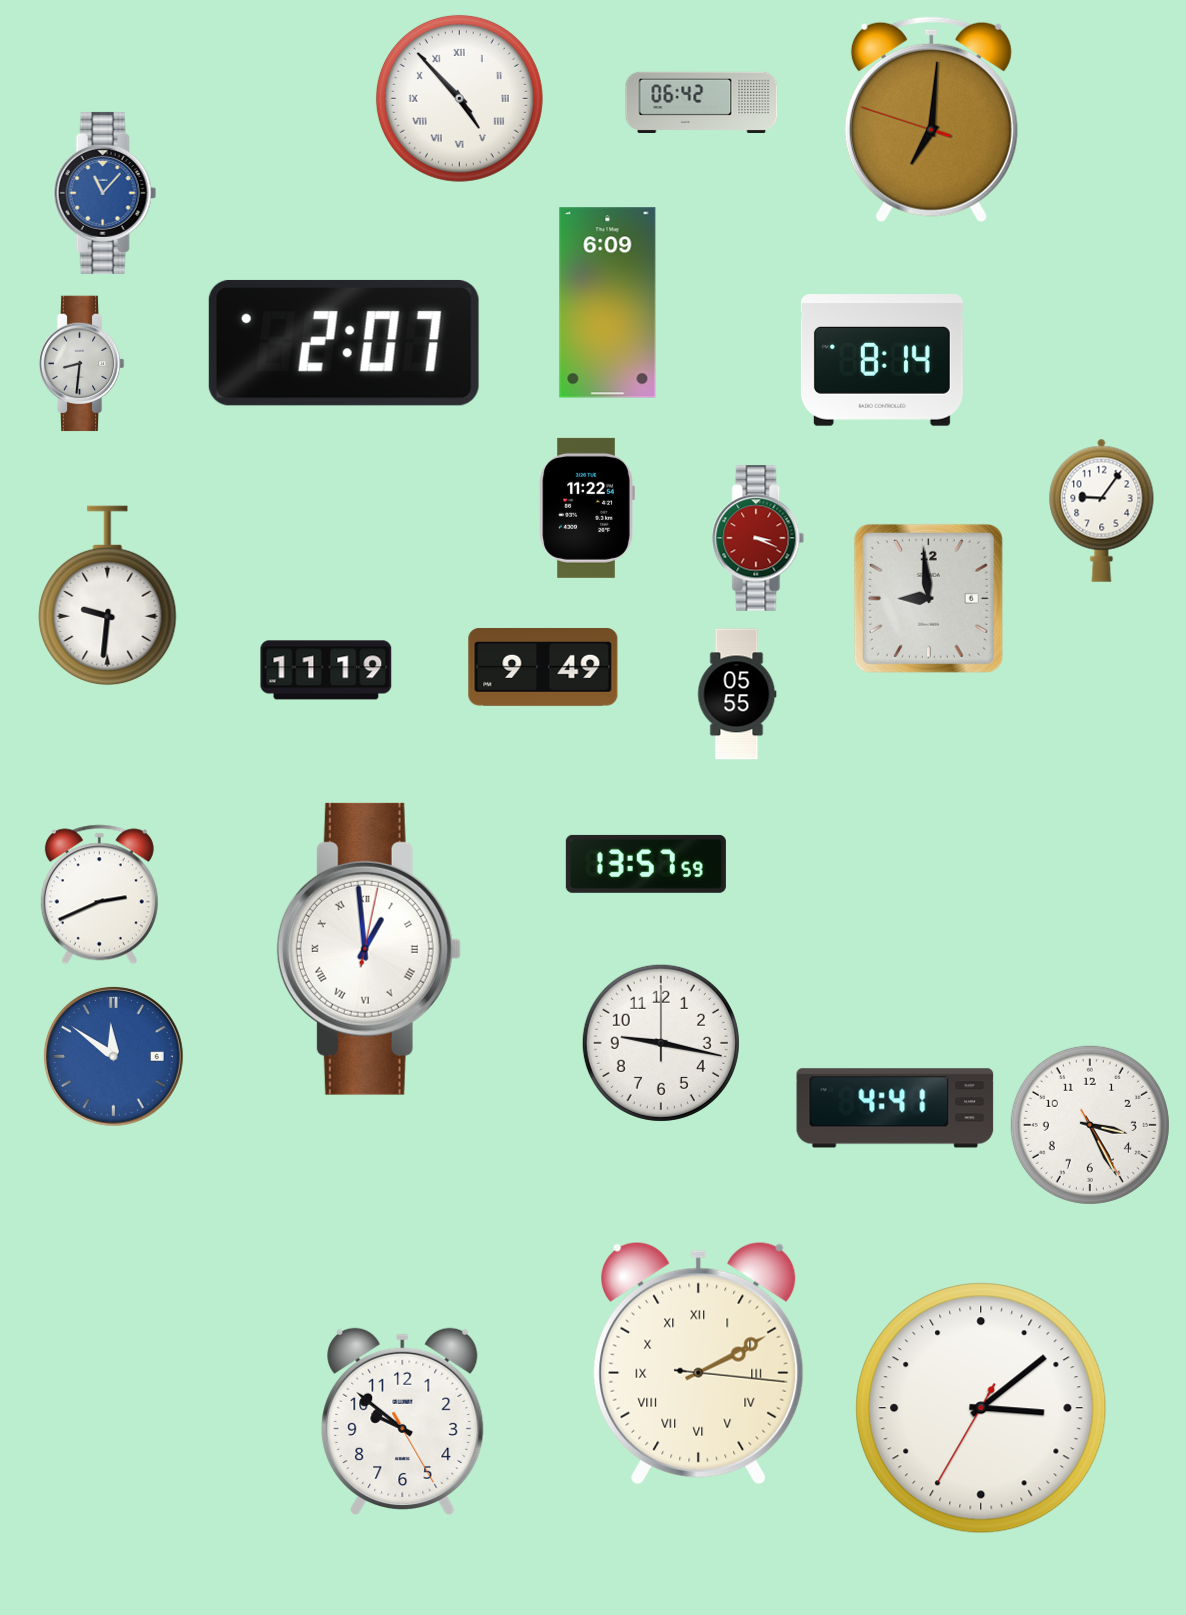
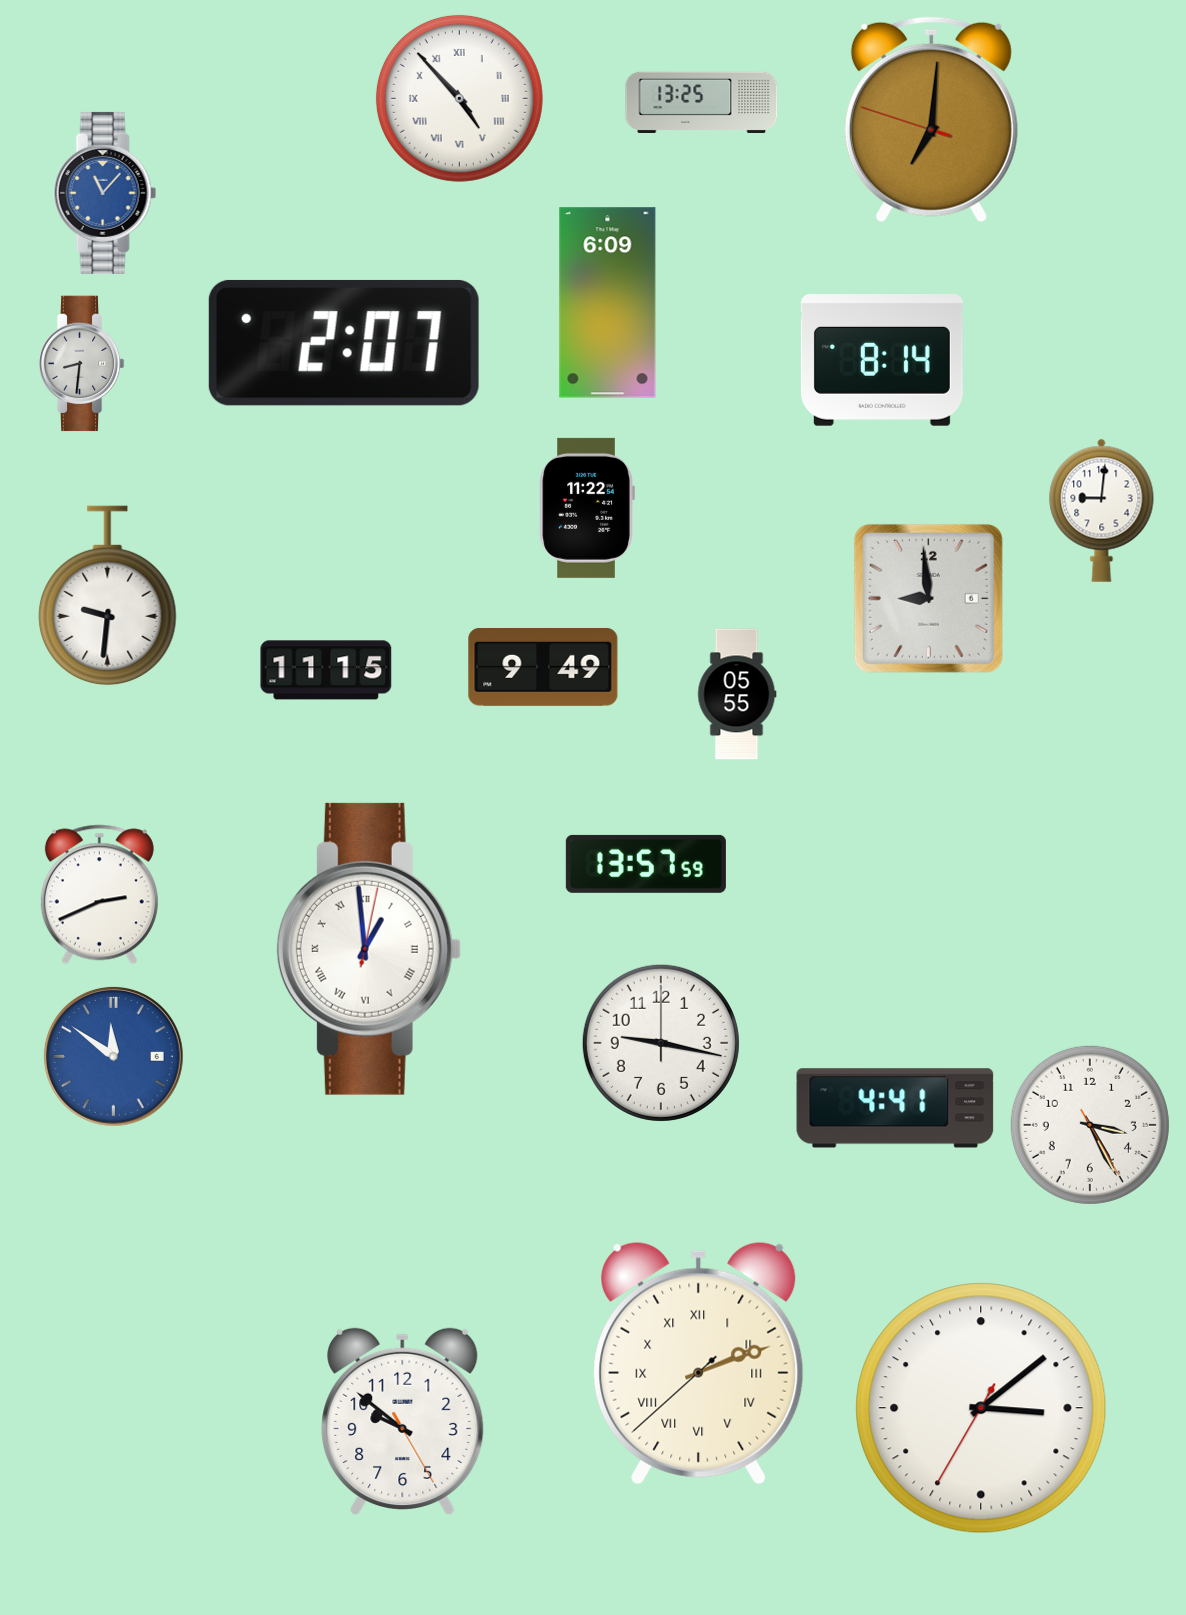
clock at (702, 102): 06:42 -> 13:25
clock at (1102, 510): 9:06 -> 9:01
clock at (758, 538): 3:19 -> none
clock at (326, 670): 11:19 -> 11:15
clock at (699, 1363): 2:10 -> 2:11
